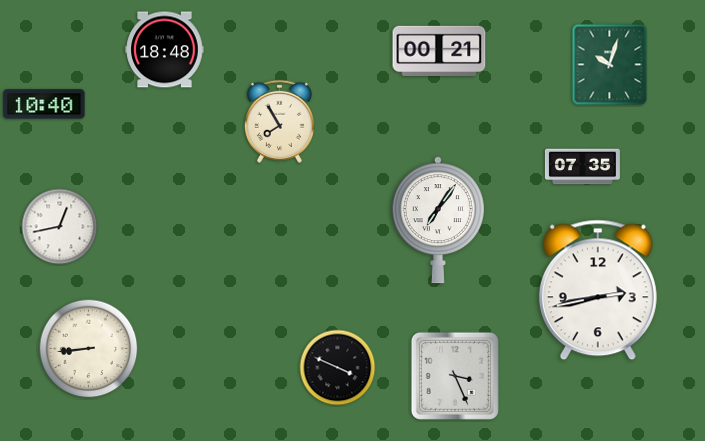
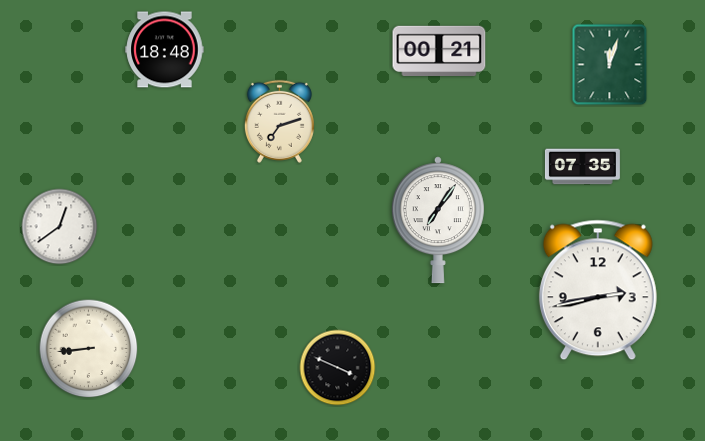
clock at (610, 65): 10:03 -> 12:03
clock at (44, 104): 10:40 -> none
clock at (279, 121): 7:55 -> 7:12
clock at (60, 227): 12:43 -> 12:39
clock at (455, 376): 3:26 -> none
